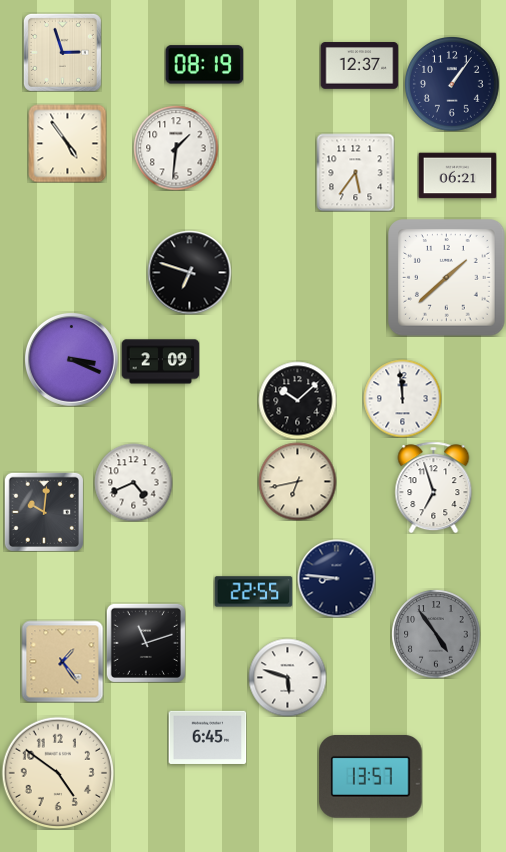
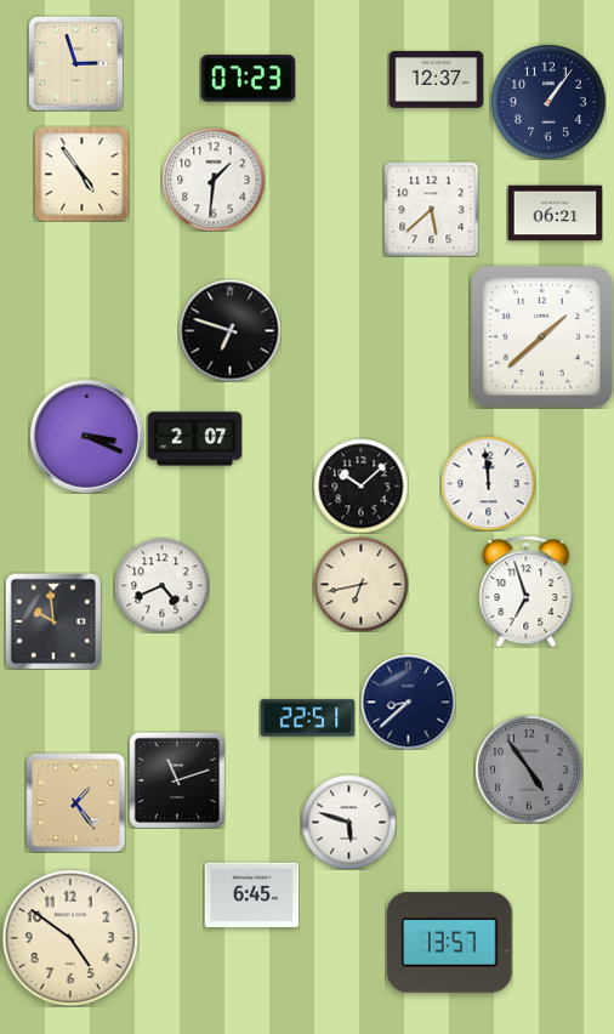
clock at (204, 65): 08:19 -> 07:23
clock at (355, 172): 5:36 -> 5:38
clock at (160, 362): 2:09 -> 2:07
clock at (44, 512): 10:01 -> 9:59
clock at (336, 578): 8:46 -> 8:38
clock at (253, 592): 22:55 -> 22:51
